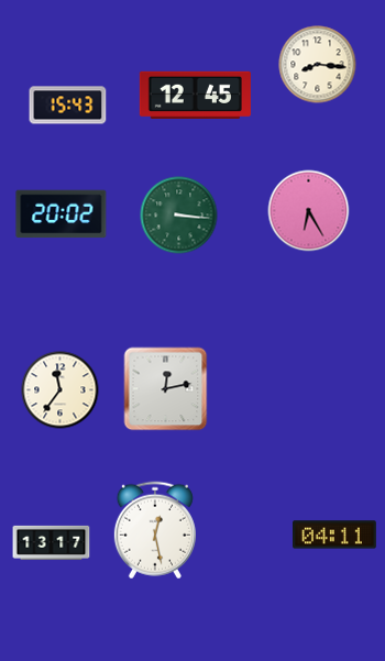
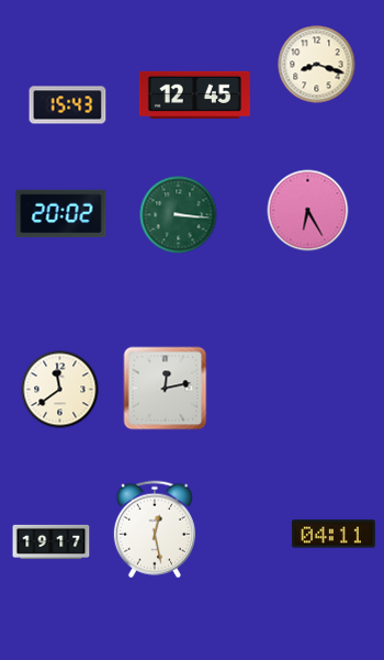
clock at (318, 65): 8:16 -> 8:18
clock at (61, 390): 11:36 -> 11:39
clock at (52, 542): 13:17 -> 19:17
